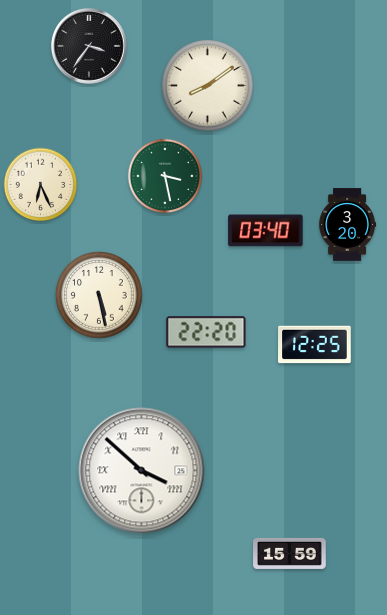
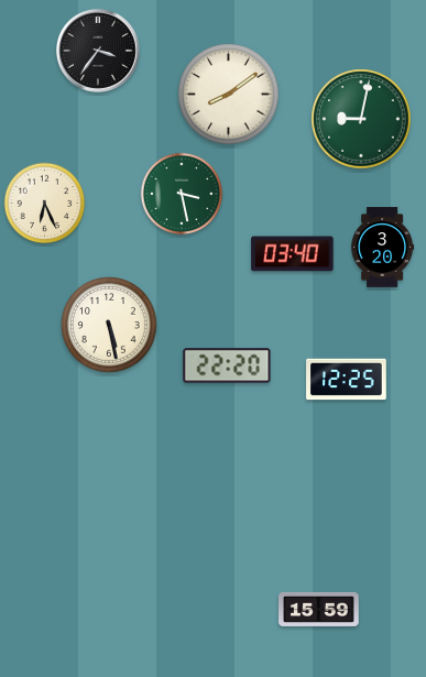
clock at (361, 119): none -> 9:02
clock at (142, 471): 3:52 -> none
